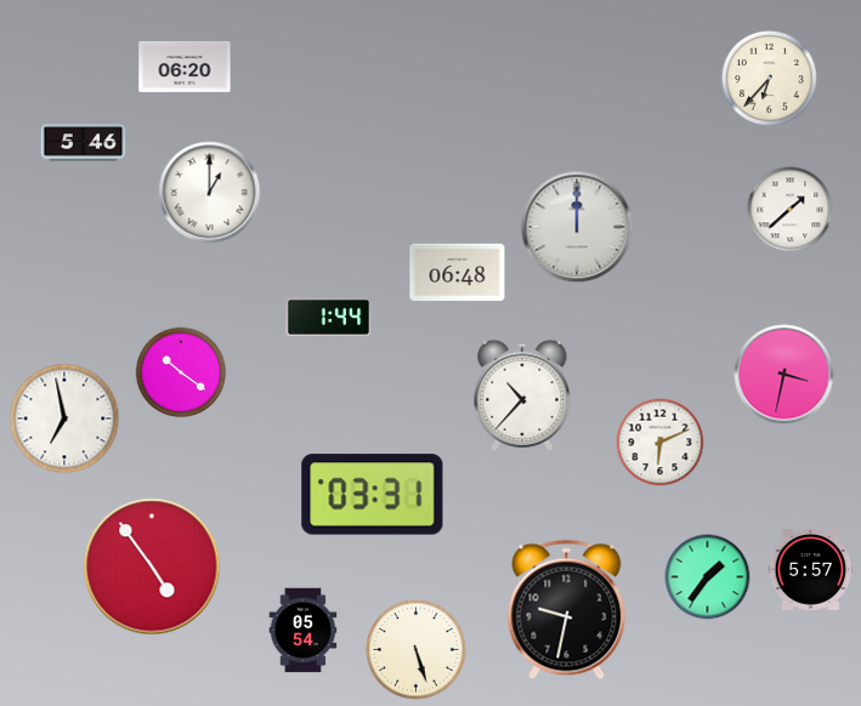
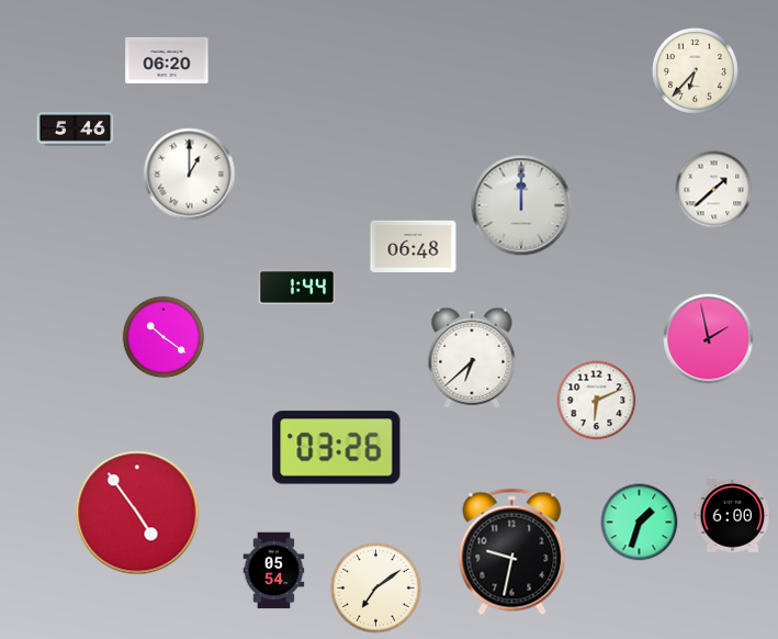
clock at (784, 375): 3:32 -> 1:58
clock at (522, 395): 10:37 -> 6:38
clock at (64, 419): 6:58 -> none
clock at (373, 495): 03:31 -> 03:26
clock at (811, 570): 5:57 -> 6:00
clock at (708, 577): 1:36 -> 1:33
clock at (417, 650): 5:27 -> 7:09
